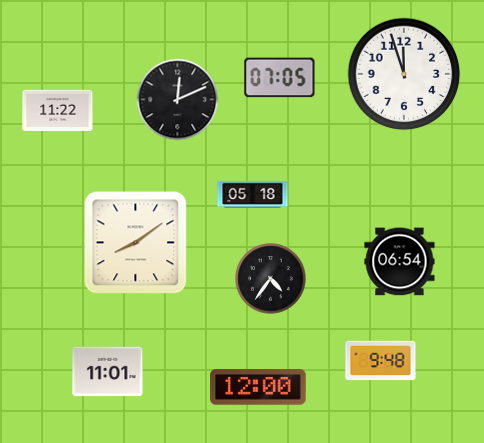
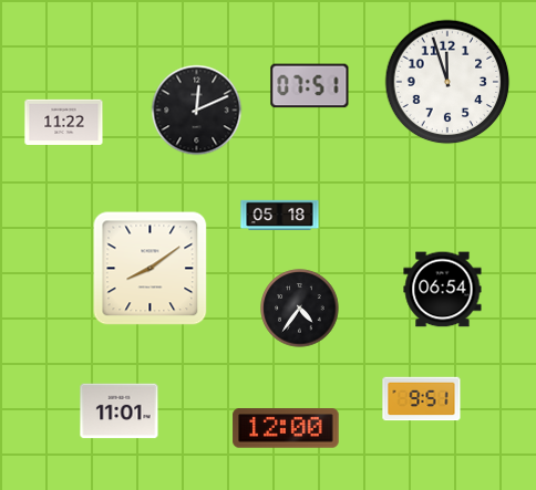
clock at (280, 78): 07:05 -> 07:51
clock at (381, 361): 9:48 -> 9:51
